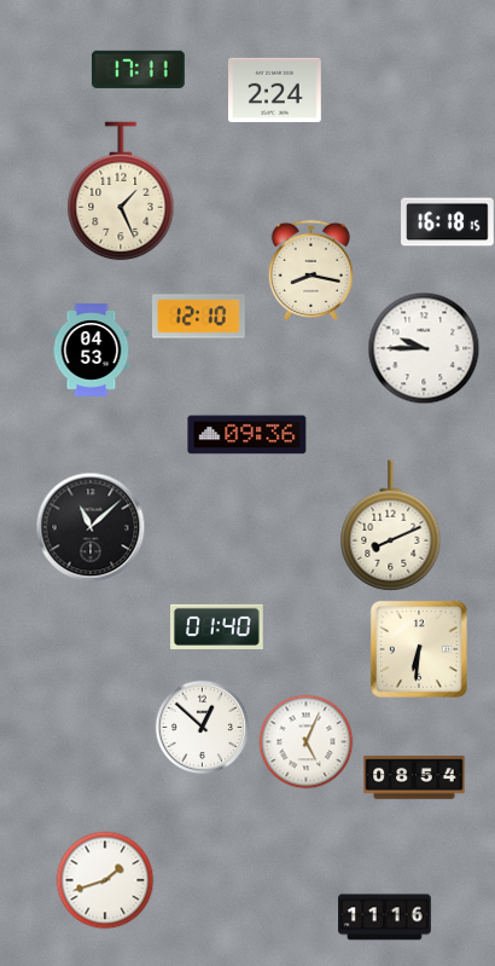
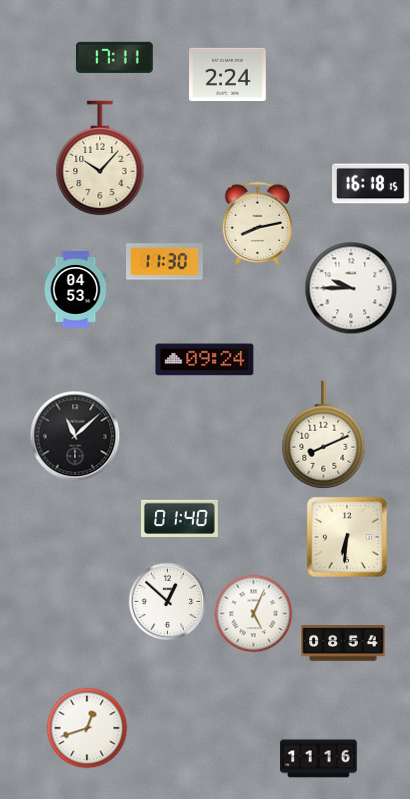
clock at (121, 191): 1:26 -> 10:07
clock at (310, 270): 8:17 -> 8:13
clock at (199, 317): 12:10 -> 11:30
clock at (247, 435): 09:36 -> 09:24
clock at (105, 880): 1:42 -> 12:42
